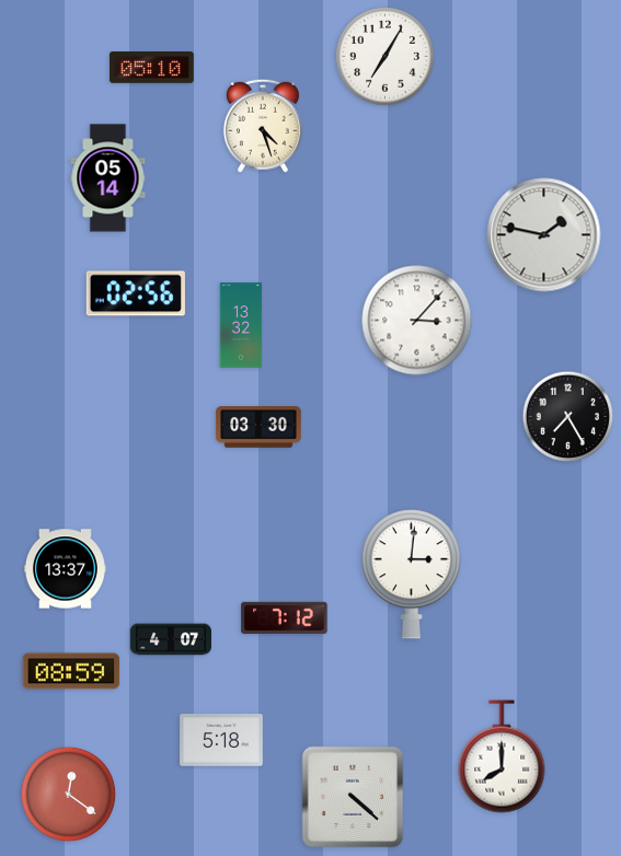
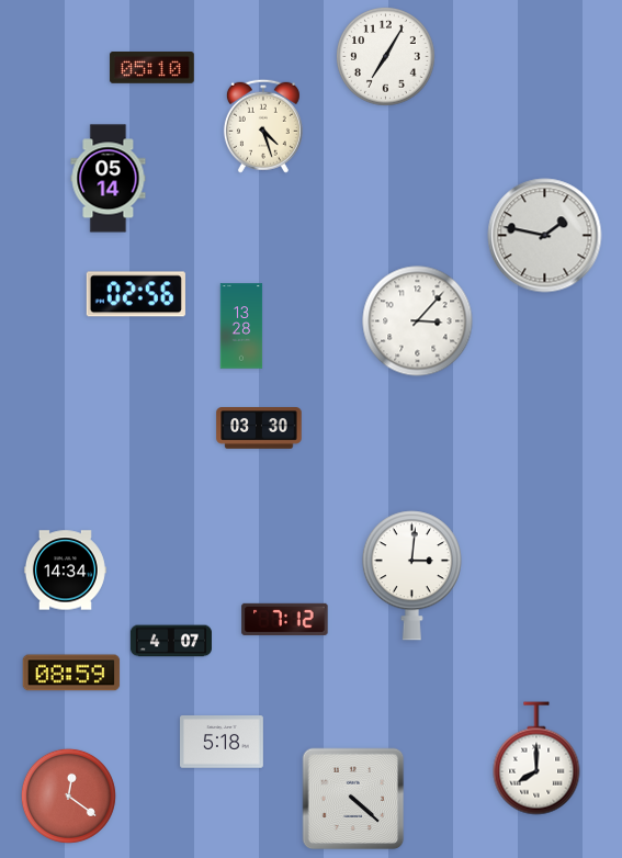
clock at (241, 325): 13:32 -> 13:28
clock at (567, 416): 7:25 -> none
clock at (65, 569): 13:37 -> 14:34
clock at (502, 756) position: (502, 756) -> (536, 758)
